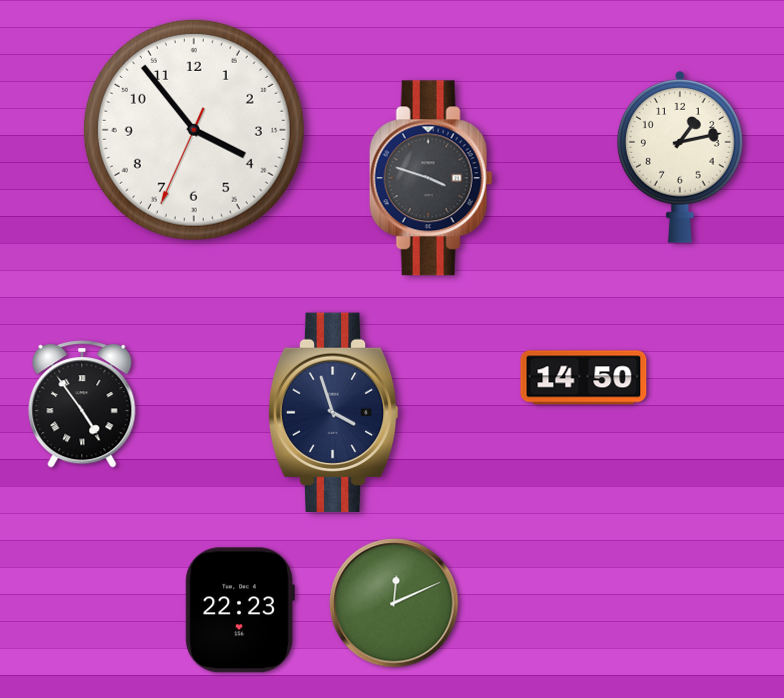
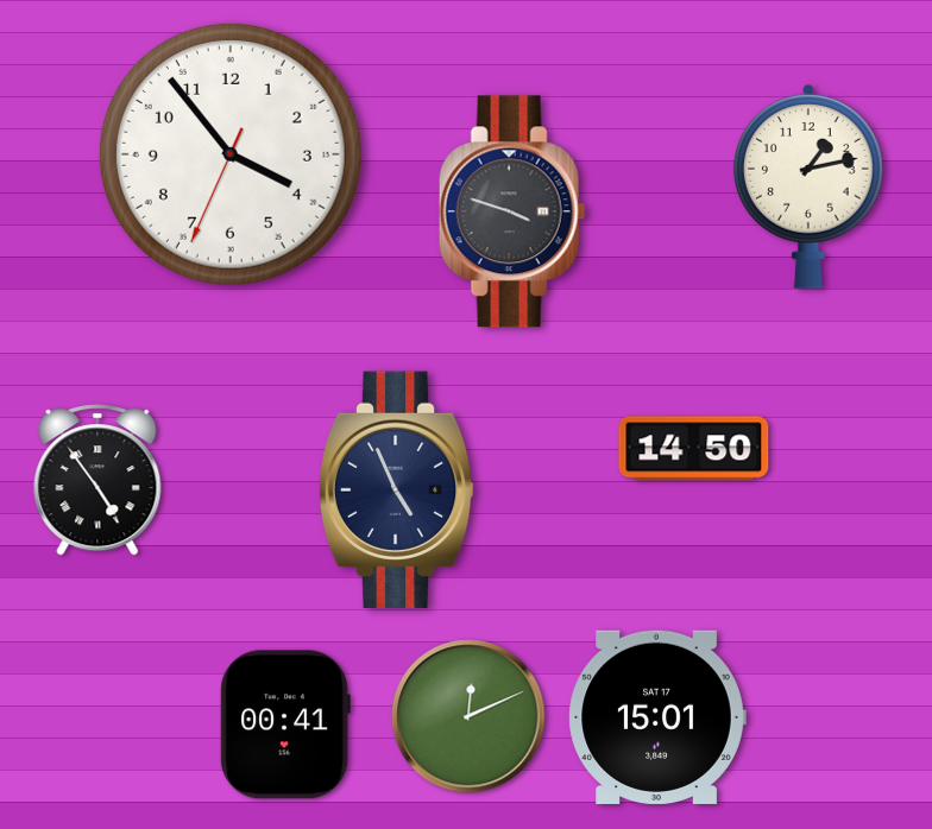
clock at (333, 412): 3:57 -> 4:56
clock at (657, 717): none -> 15:01
clock at (240, 610): 22:23 -> 00:41
